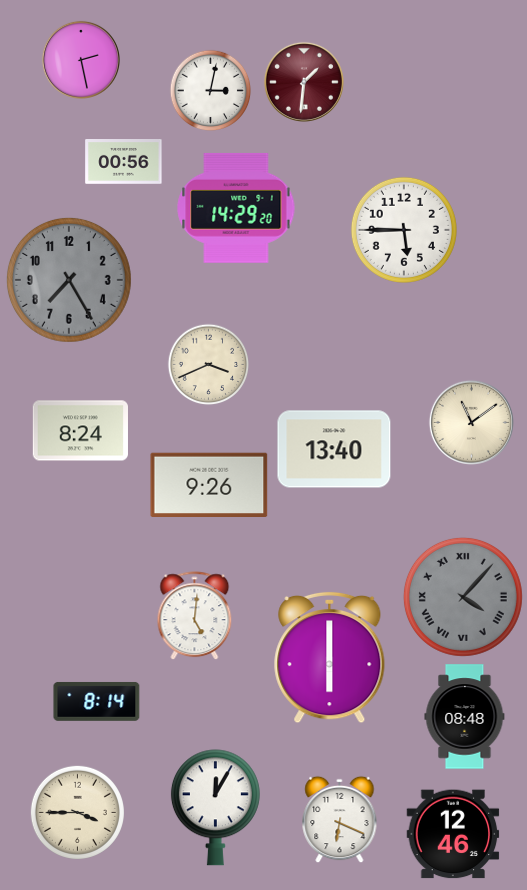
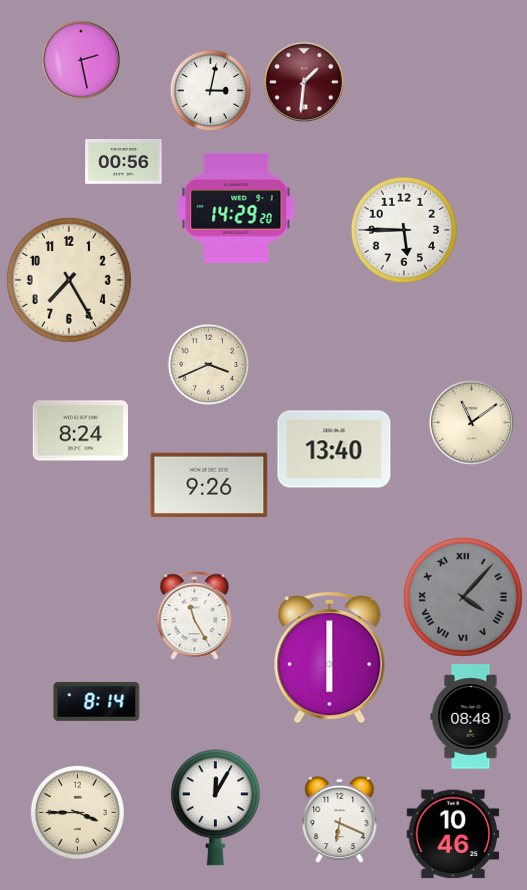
clock at (69, 280) dial: grey -> cream
clock at (195, 616): 5:01 -> 11:25
clock at (465, 717) position: (465, 717) -> (471, 717)
clock at (453, 834): 12:46 -> 10:46
